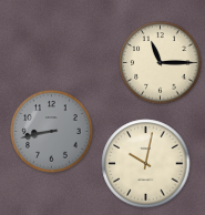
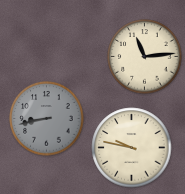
clock at (161, 63): 11:15 -> 11:14
clock at (146, 164): 10:02 -> 9:47
